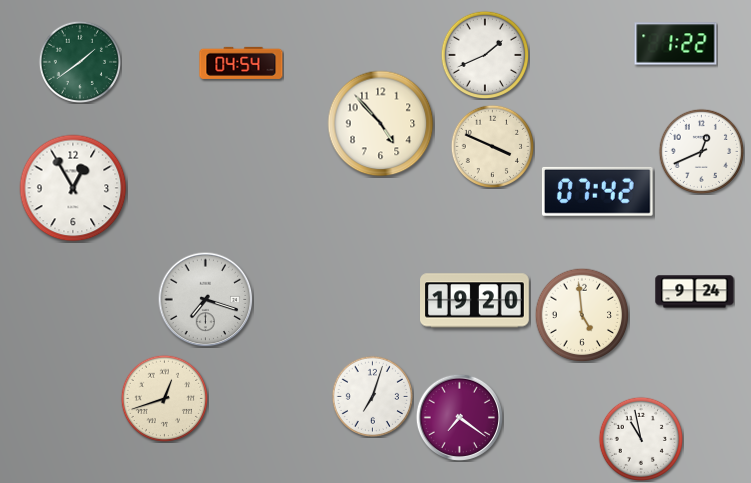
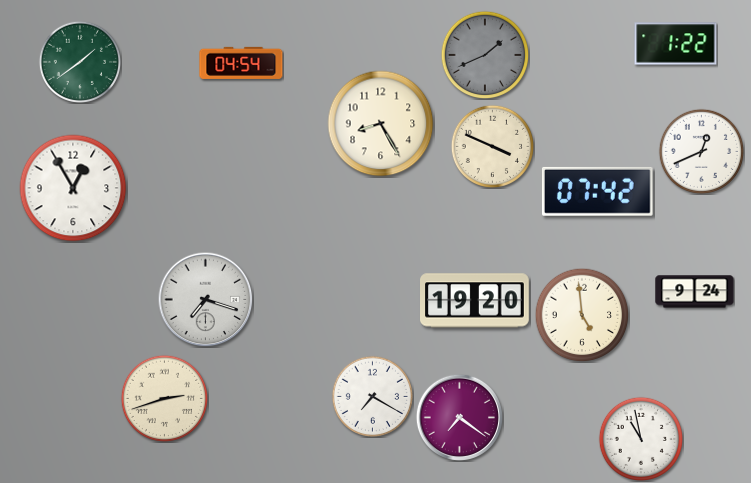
clock at (485, 55) dial: white -> grey
clock at (381, 124): 4:53 -> 8:25
clock at (372, 396): 7:03 -> 7:20
clock at (164, 398): 12:42 -> 2:42
